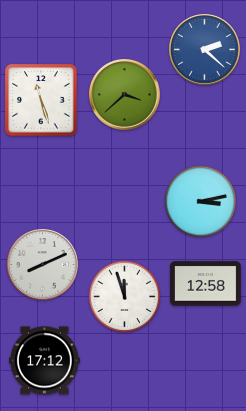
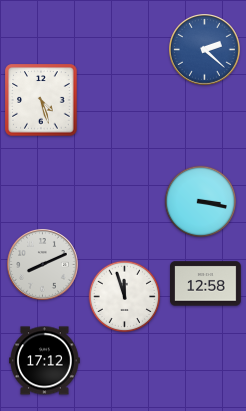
clock at (125, 95): 3:38 -> none
clock at (41, 100): 11:27 -> 4:27
clock at (201, 202): 3:13 -> 3:17
